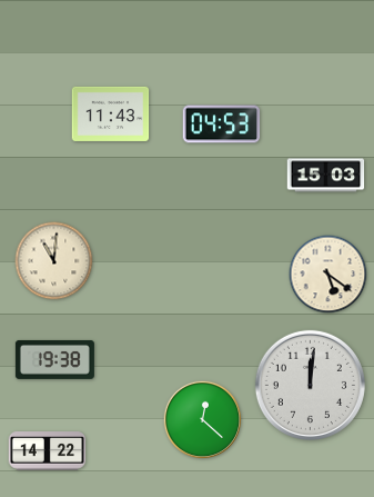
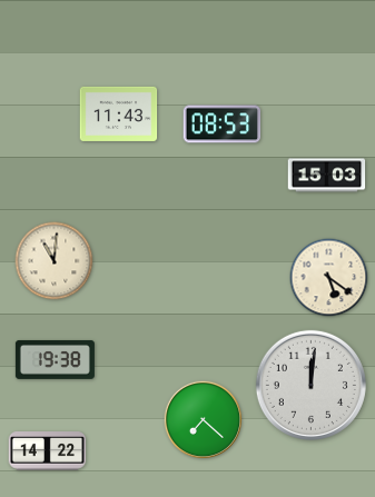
clock at (111, 113) position: (111, 113) -> (119, 113)
clock at (222, 125): 04:53 -> 08:53
clock at (328, 275) position: (328, 275) -> (329, 278)
clock at (202, 419): 12:22 -> 7:22
